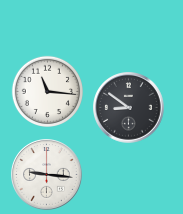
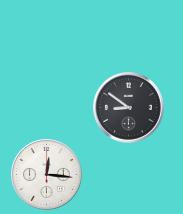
clock at (47, 91): 11:16 -> none
clock at (47, 175): 9:16 -> 12:16
